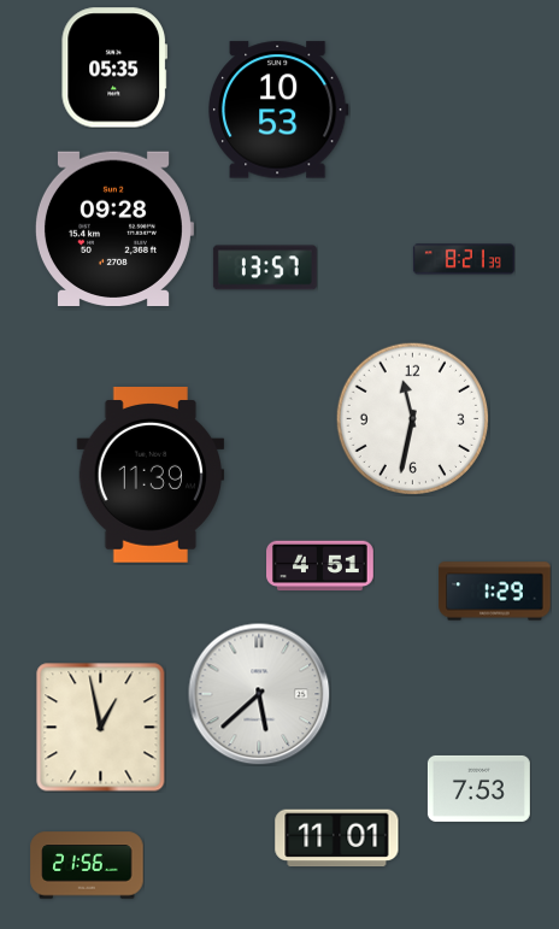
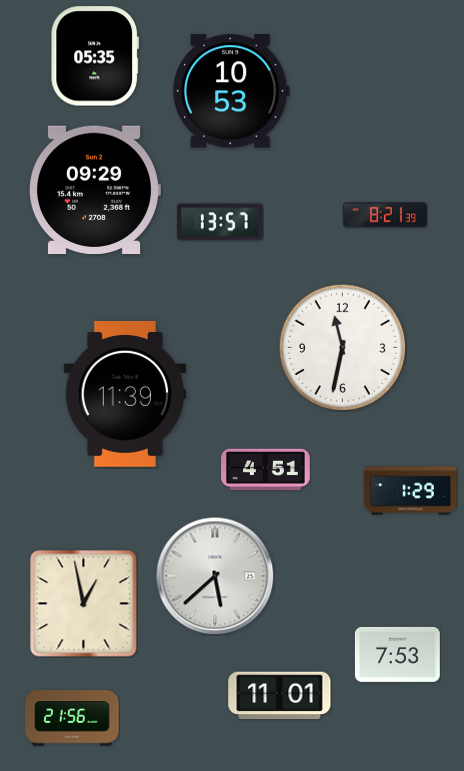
clock at (113, 228): 09:28 -> 09:29
